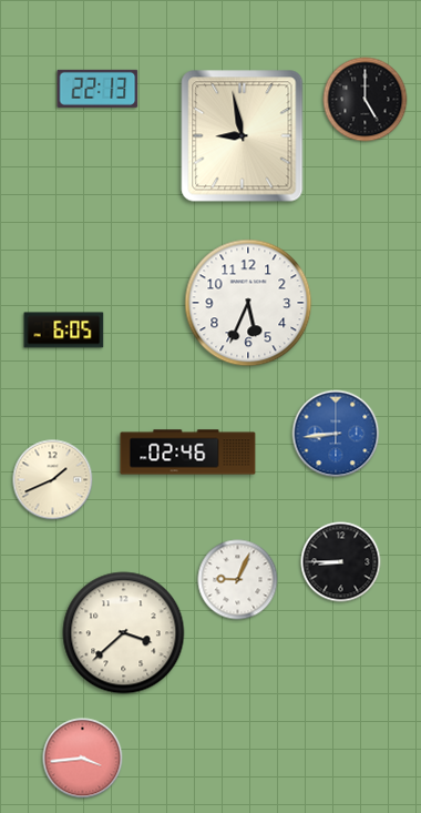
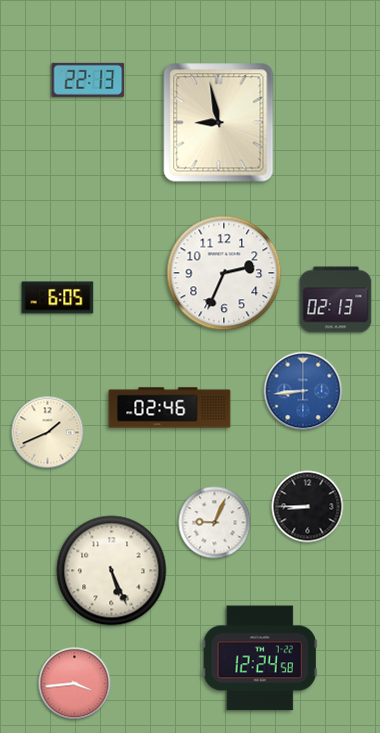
clock at (366, 100): 5:00 -> none
clock at (248, 303): 5:34 -> 2:34
clock at (336, 300): none -> 02:13
clock at (124, 633): 3:38 -> 5:26
clock at (260, 658): none -> 12:24
